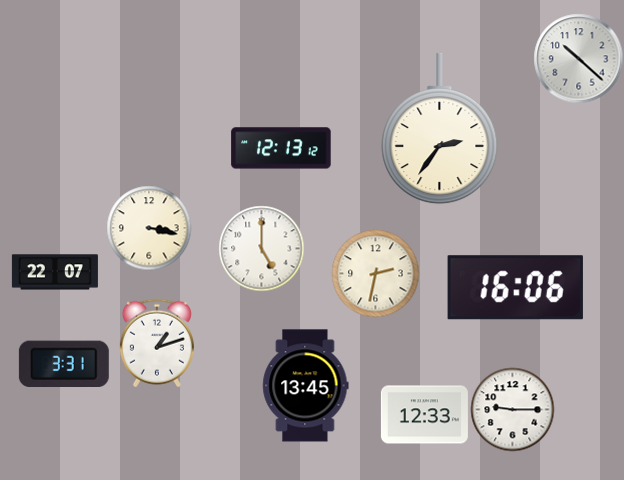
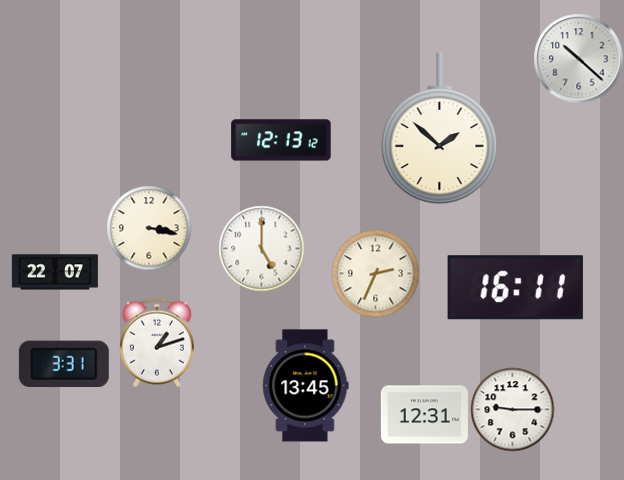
clock at (440, 129): 2:36 -> 1:52
clock at (281, 148) position: (281, 148) -> (281, 140)
clock at (375, 273): 2:32 -> 2:34
clock at (515, 288): 16:06 -> 16:11
clock at (424, 415): 12:33 -> 12:31
